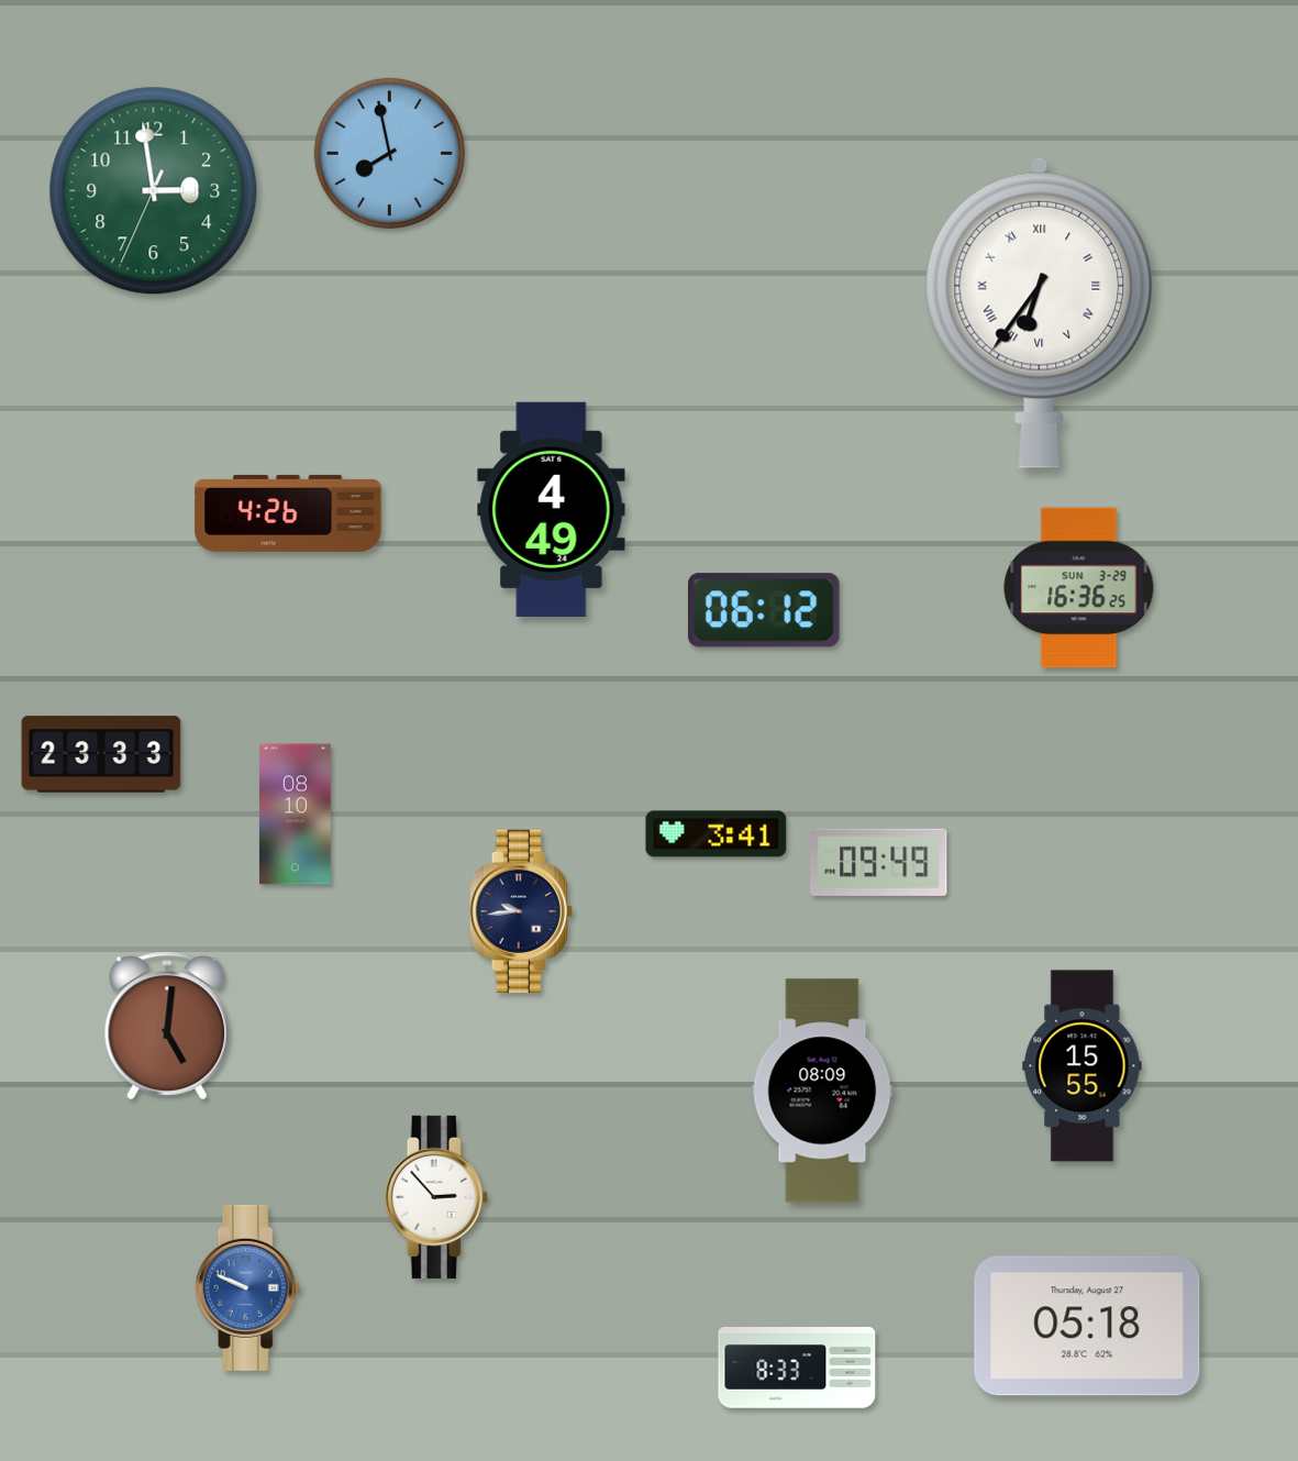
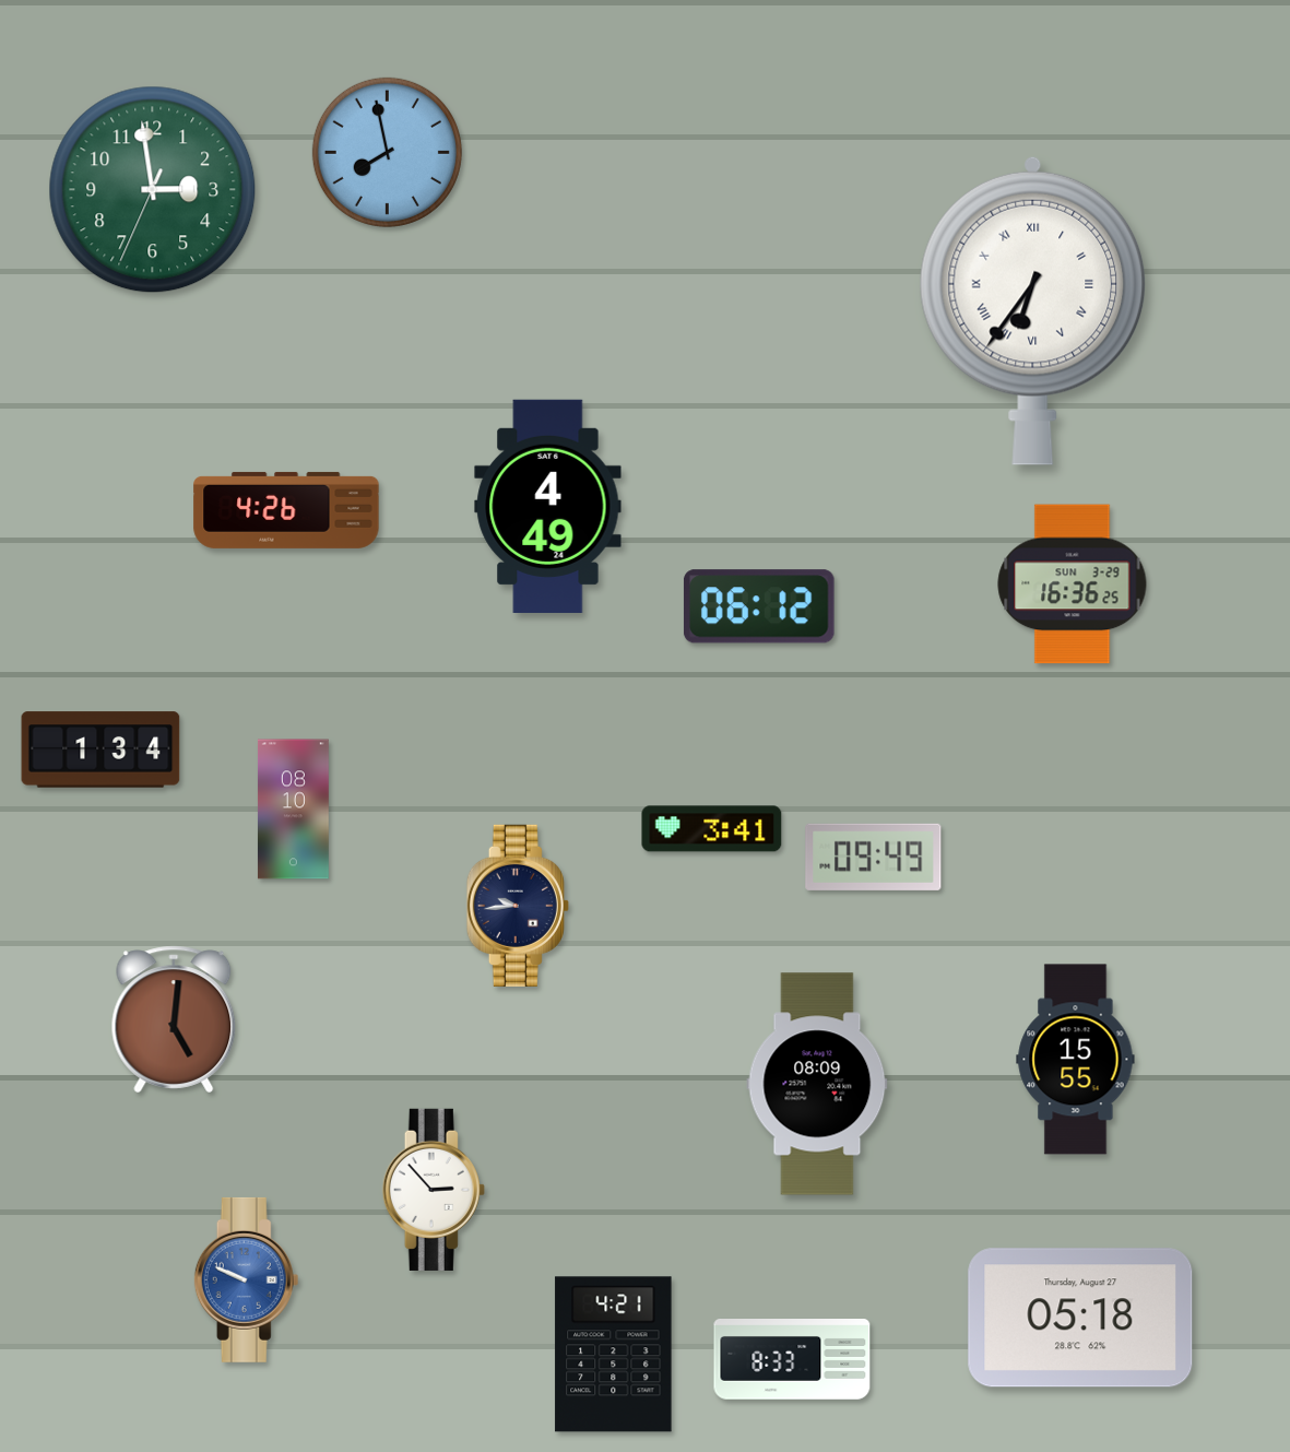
clock at (101, 754): 23:33 -> 1:34
clock at (167, 1026) position: (167, 1026) -> (174, 1019)
clock at (614, 1355): none -> 4:21
